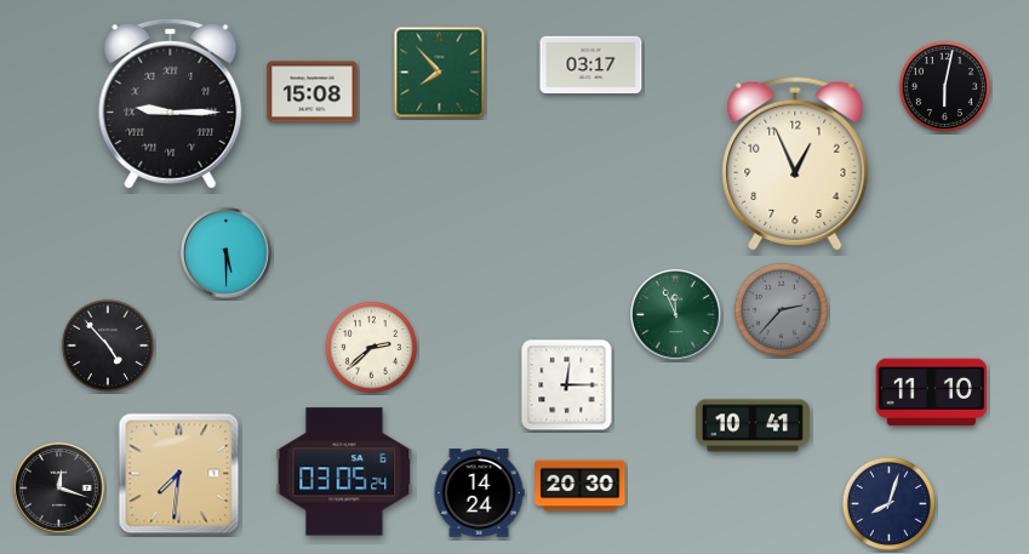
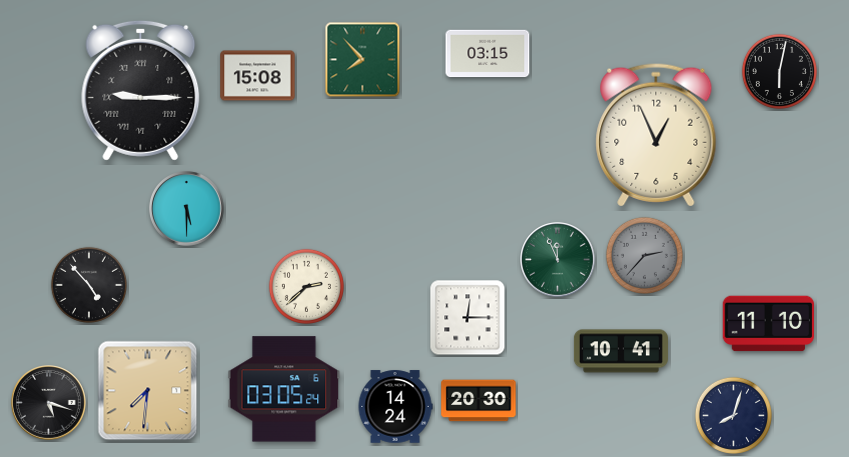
clock at (591, 65): 03:17 -> 03:15
clock at (171, 103) position: (171, 103) -> (141, 90)
clock at (59, 489): 12:18 -> 5:18
